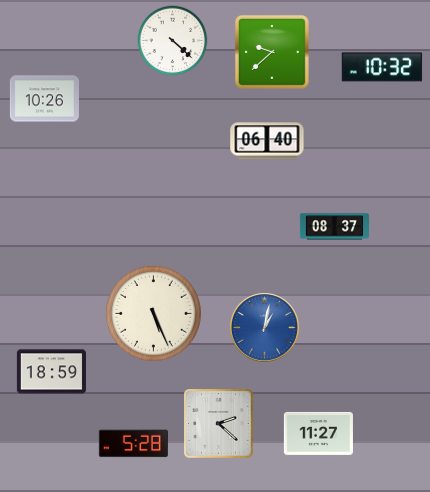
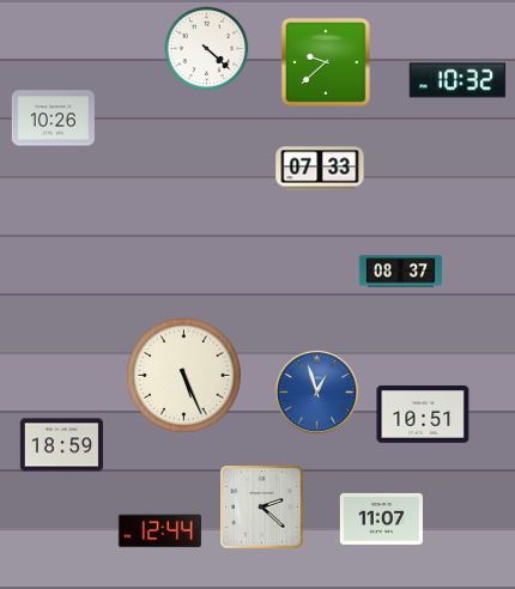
clock at (267, 141): 06:40 -> 07:33
clock at (264, 327): 1:02 -> 12:57
clock at (423, 414): none -> 10:51
clock at (318, 433): 11:27 -> 11:07
clock at (133, 444): 5:28 -> 12:44
